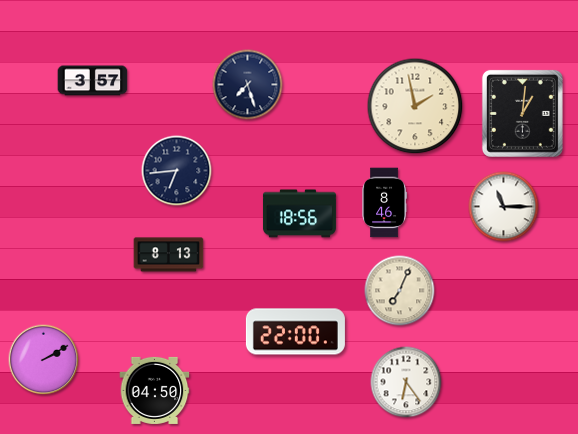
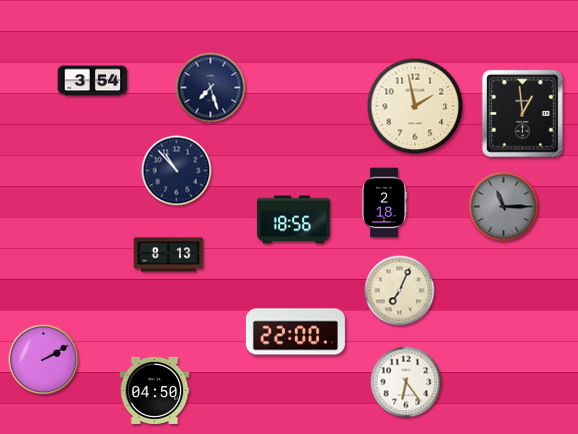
clock at (93, 81): 3:57 -> 3:54
clock at (248, 85) position: (248, 85) -> (211, 88)
clock at (522, 113): 1:01 -> 12:59
clock at (177, 171): 6:44 -> 10:53
clock at (384, 203): 8:46 -> 2:18
clock at (504, 207) dial: white -> grey
clock at (299, 214) position: (299, 214) -> (293, 220)
